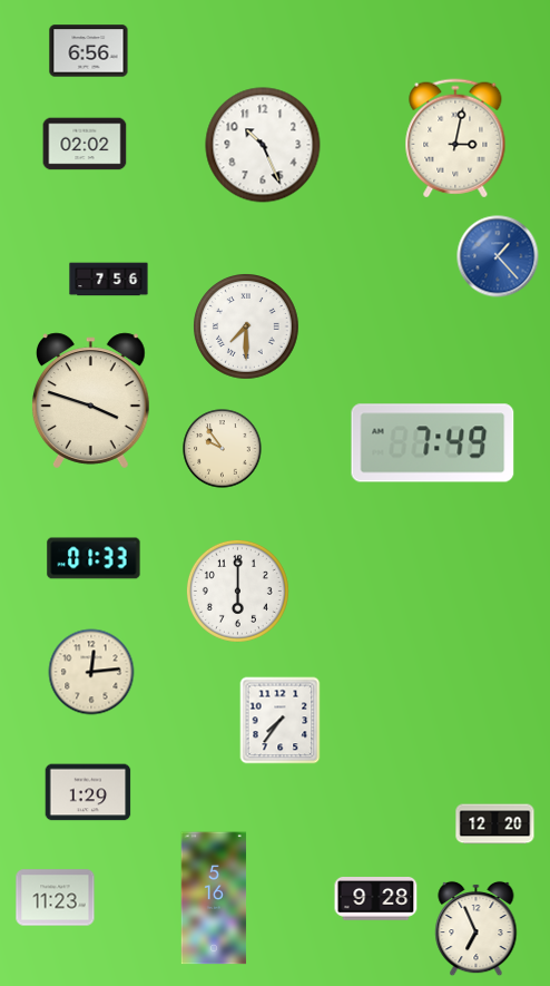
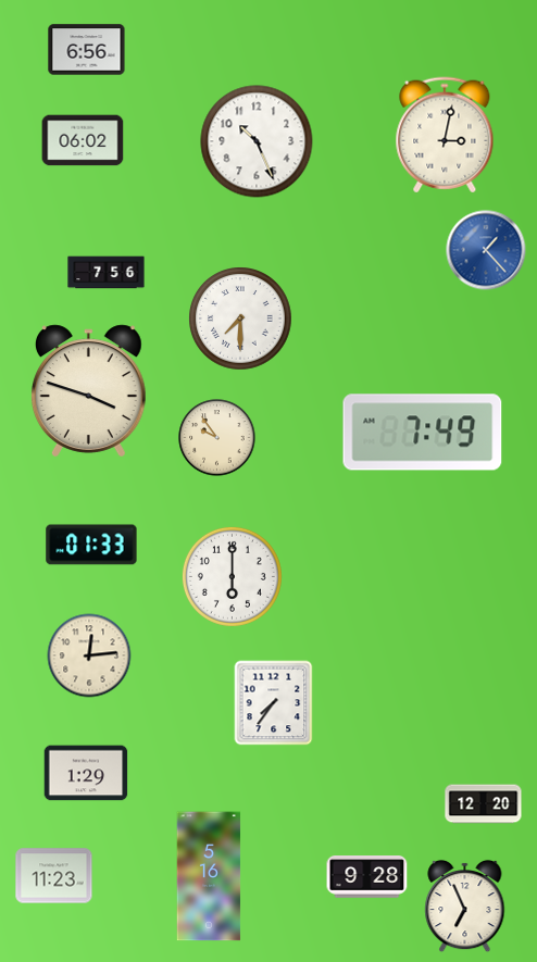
clock at (85, 144): 02:02 -> 06:02
